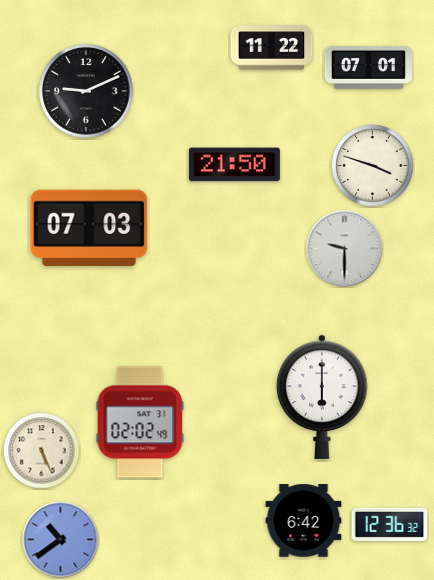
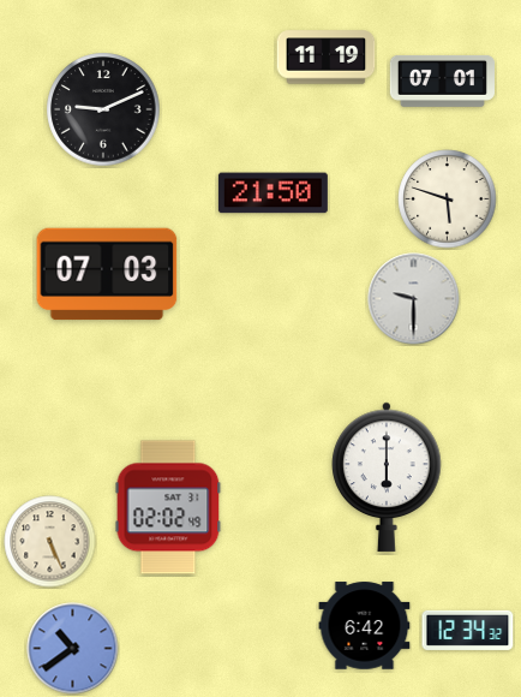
clock at (272, 48): 11:22 -> 11:19
clock at (234, 165) position: (234, 165) -> (273, 193)
clock at (373, 166): 3:48 -> 5:48
clock at (390, 524): 12:36 -> 12:34
